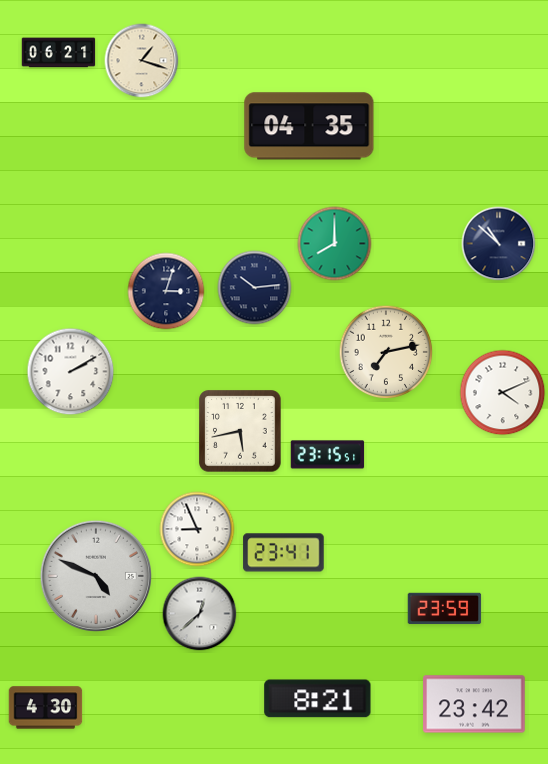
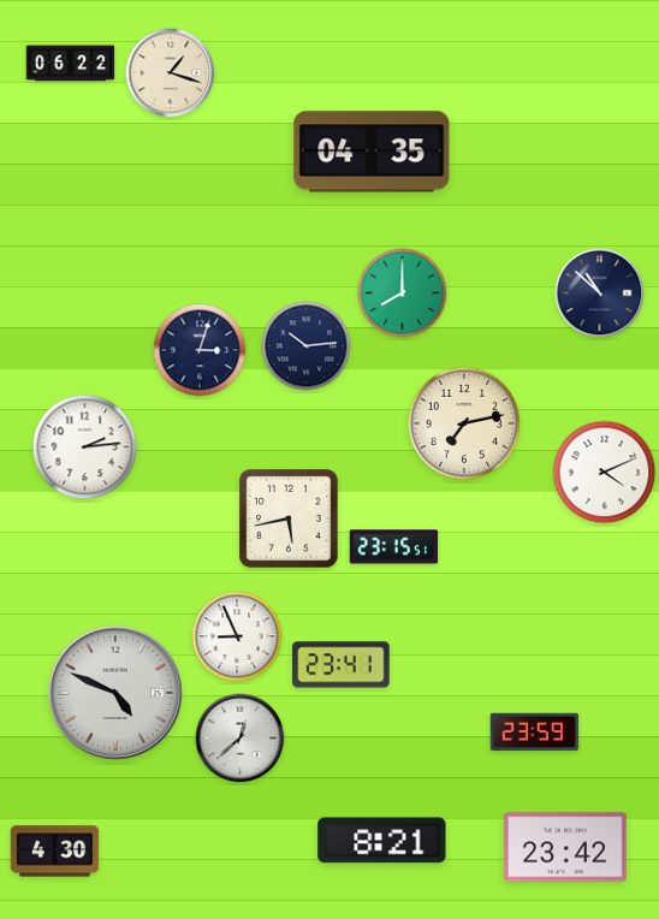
clock at (59, 53): 06:21 -> 06:22
clock at (71, 372): 2:10 -> 2:14
clock at (474, 704) position: (474, 704) -> (565, 847)
